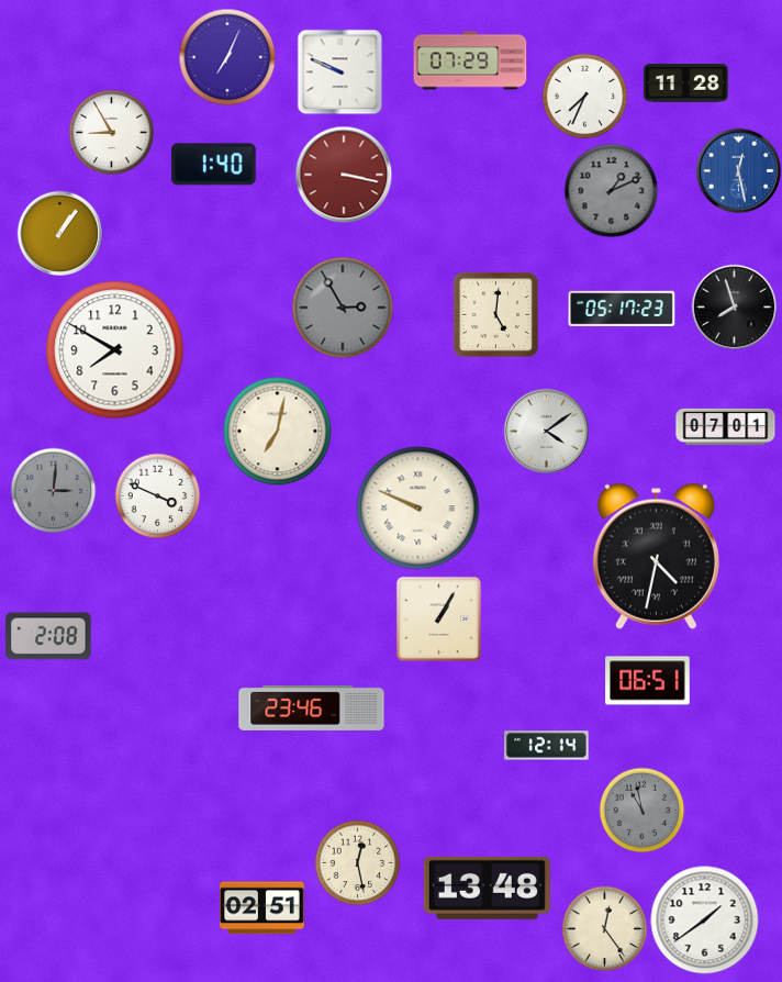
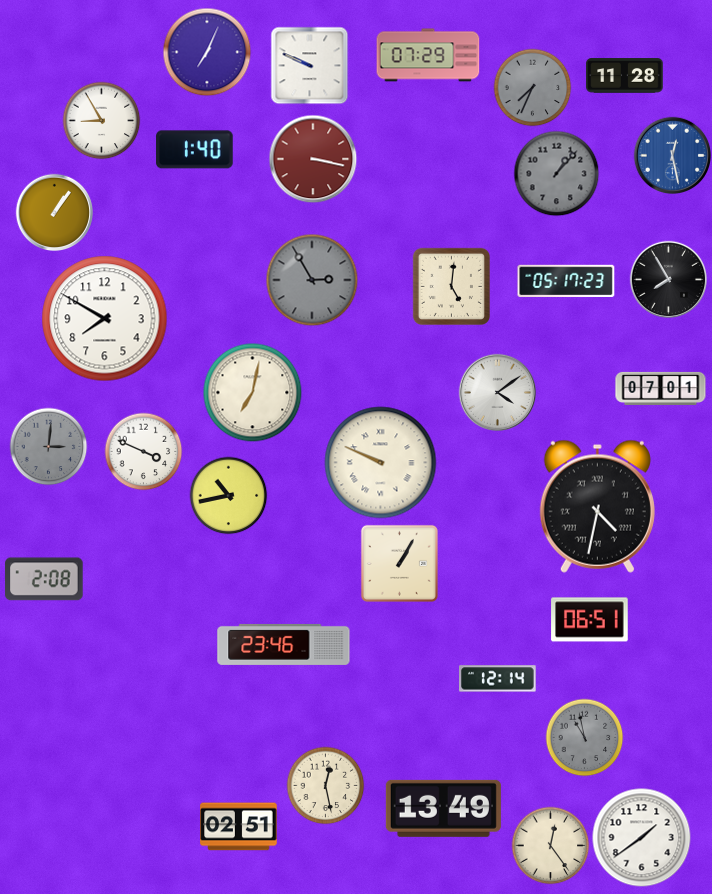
clock at (584, 96) dial: white -> grey
clock at (611, 190): 1:11 -> 1:07
clock at (734, 306): 7:57 -> 7:55
clock at (228, 495): none -> 10:43
clock at (487, 888): 13:48 -> 13:49
